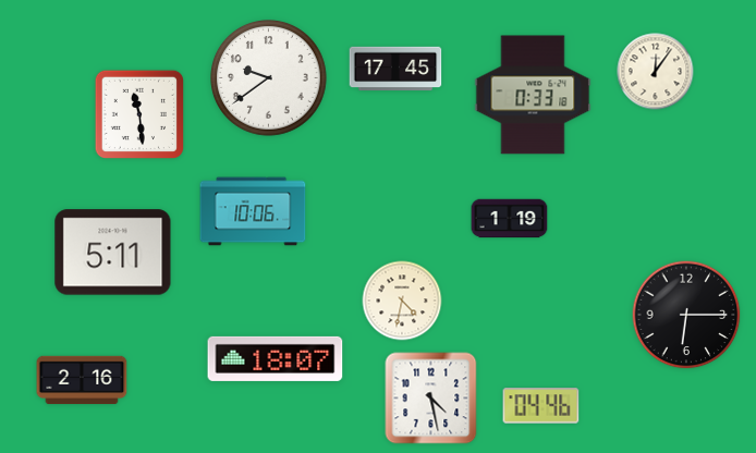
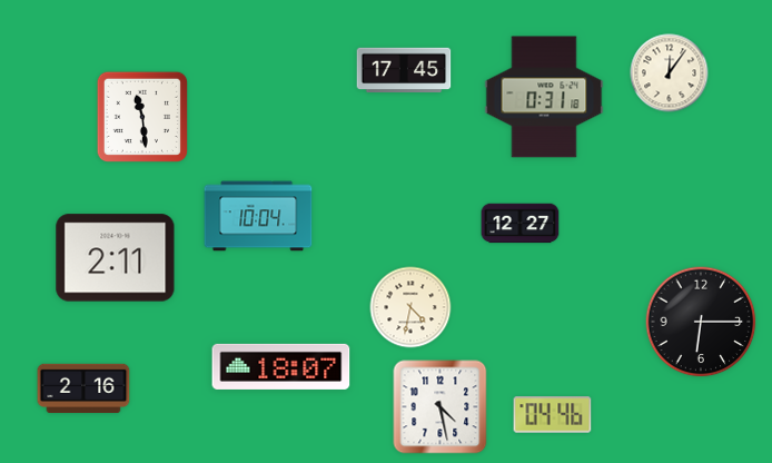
clock at (269, 78): 9:39 -> none
clock at (533, 95): 0:33 -> 0:31
clock at (253, 211): 10:06 -> 10:04
clock at (510, 219): 1:19 -> 12:27
clock at (113, 253): 5:11 -> 2:11
